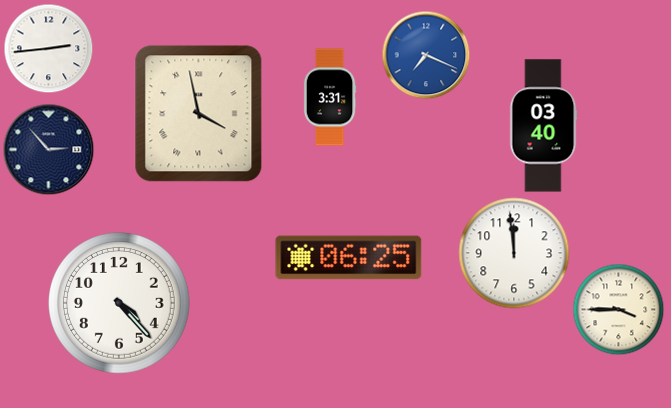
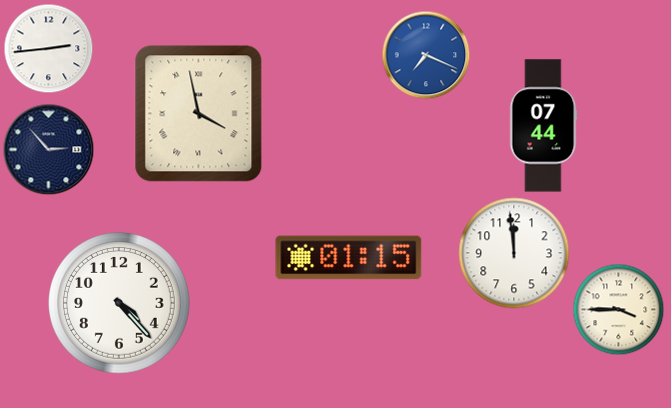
clock at (330, 97): 3:31 -> none
clock at (543, 126): 03:40 -> 07:44
clock at (349, 258): 06:25 -> 01:15
